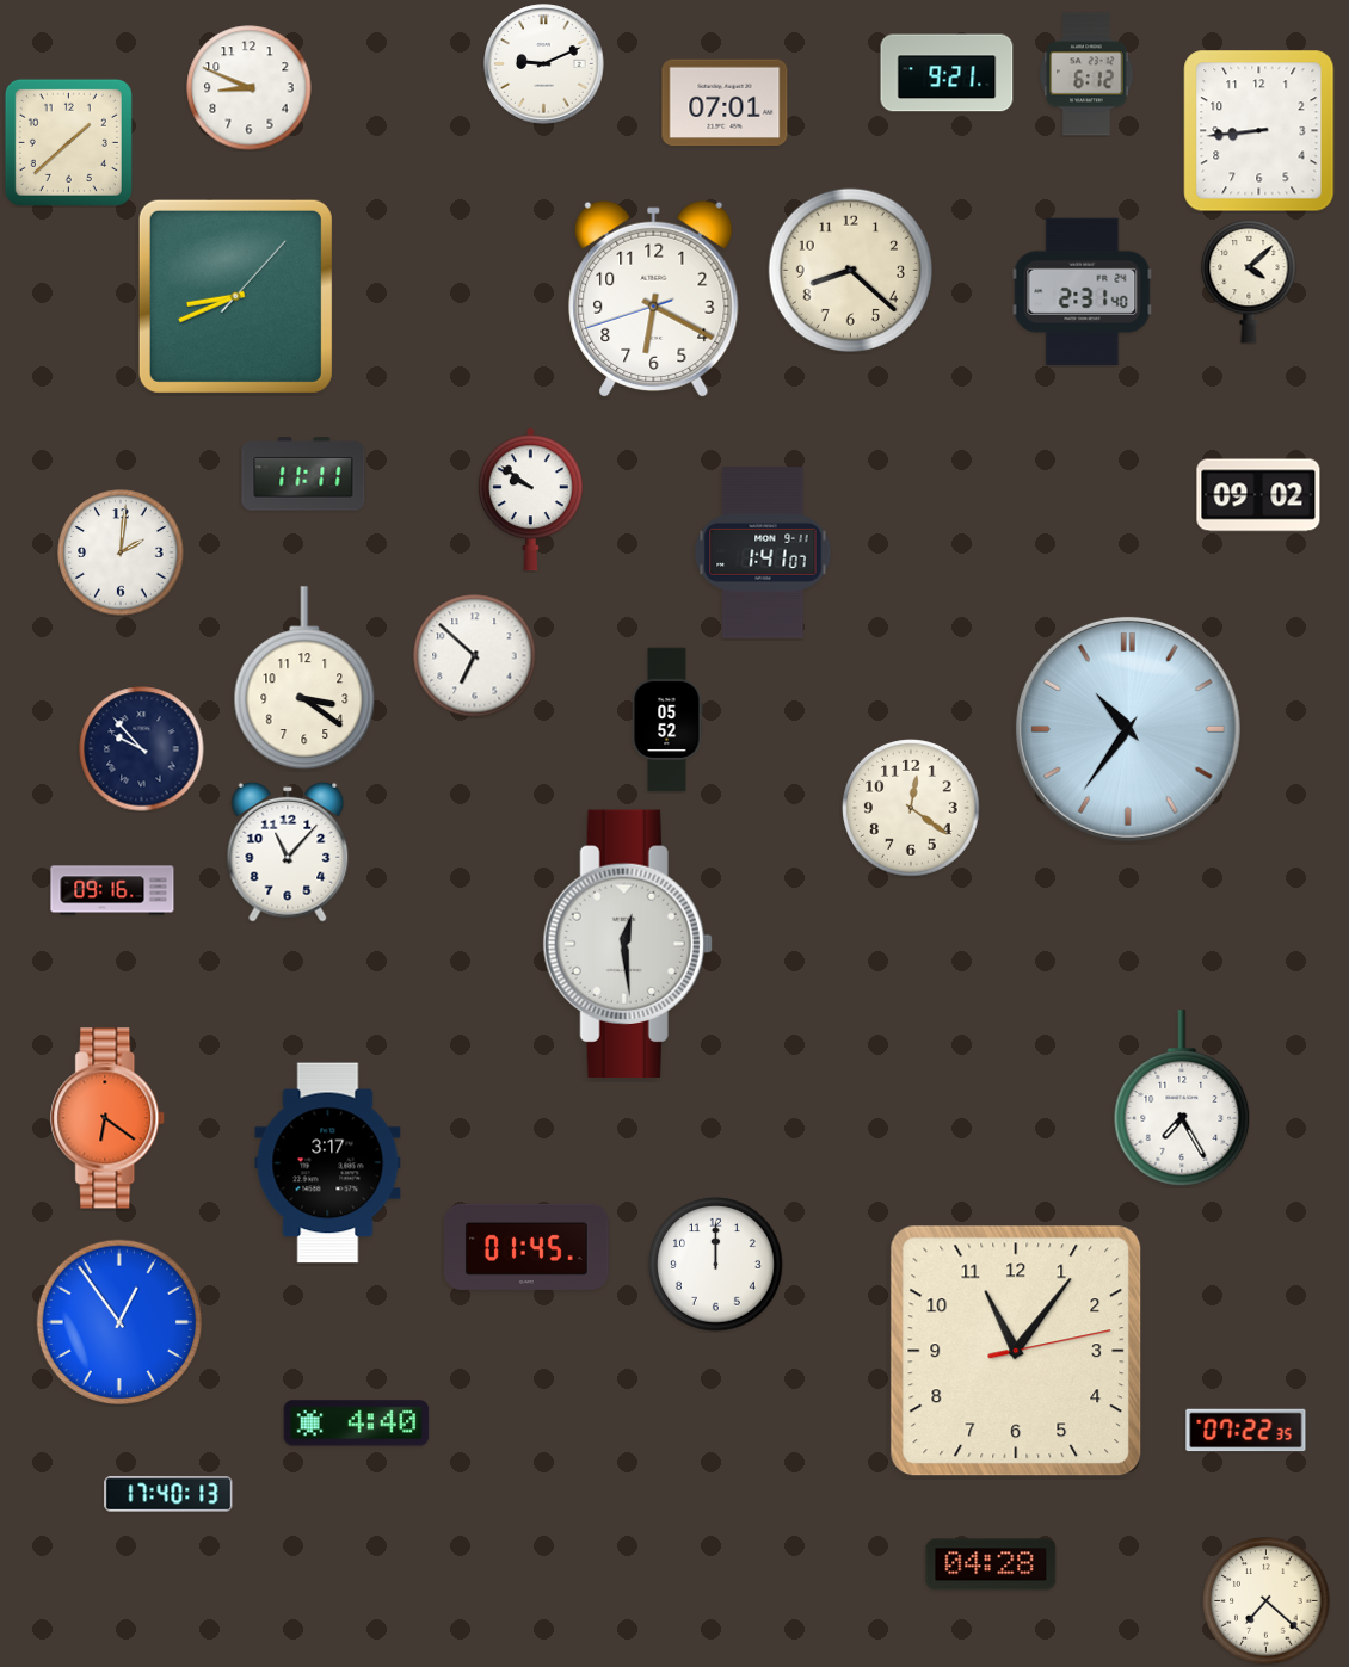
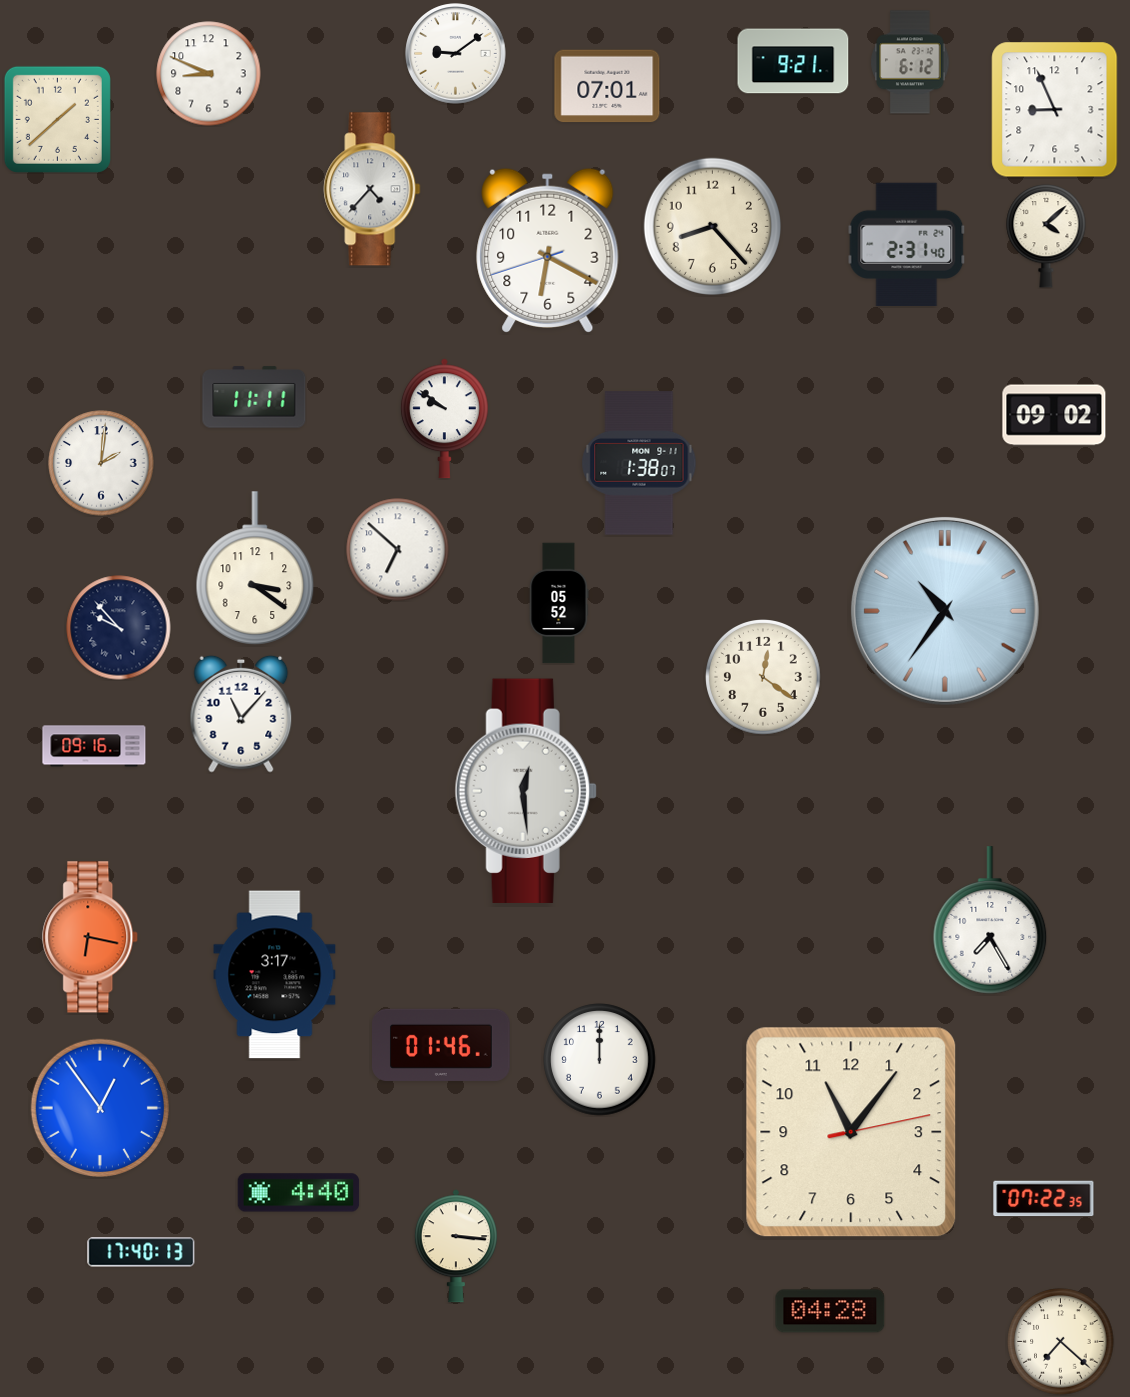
clock at (544, 64): 9:11 -> 9:09
clock at (1259, 131): 8:44 -> 8:56
clock at (372, 189): none -> 4:37
clock at (850, 270): 8:22 -> 8:23
clock at (235, 296): 8:41 -> none
clock at (763, 552): 1:41 -> 1:38
clock at (109, 1118): 6:21 -> 6:17
clock at (528, 1247): 01:45 -> 01:46
clock at (456, 1246): none -> 3:16
